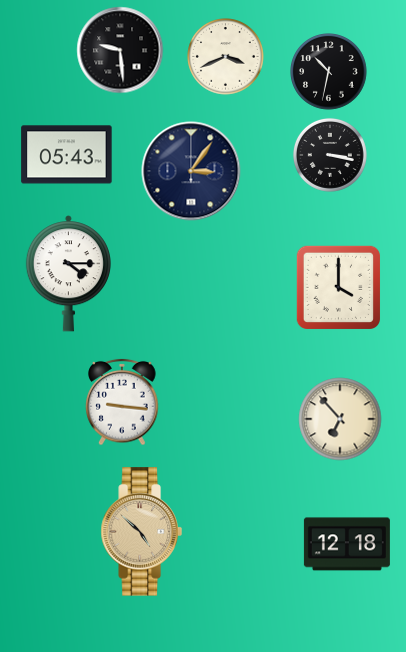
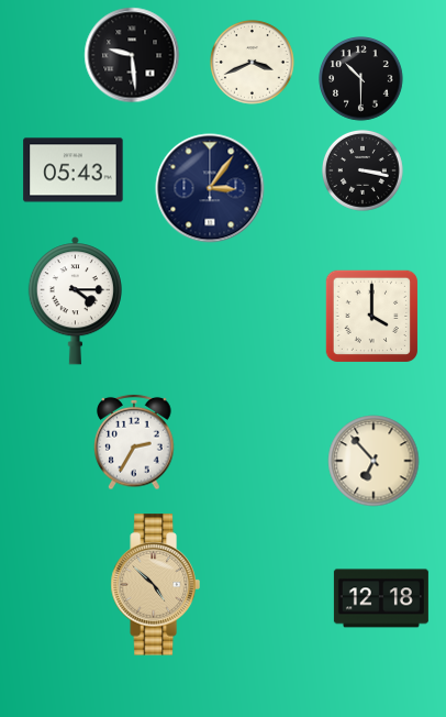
clock at (226, 57) position: (226, 57) -> (253, 63)
clock at (329, 72): 10:32 -> 10:30
clock at (122, 402): 9:16 -> 2:35
